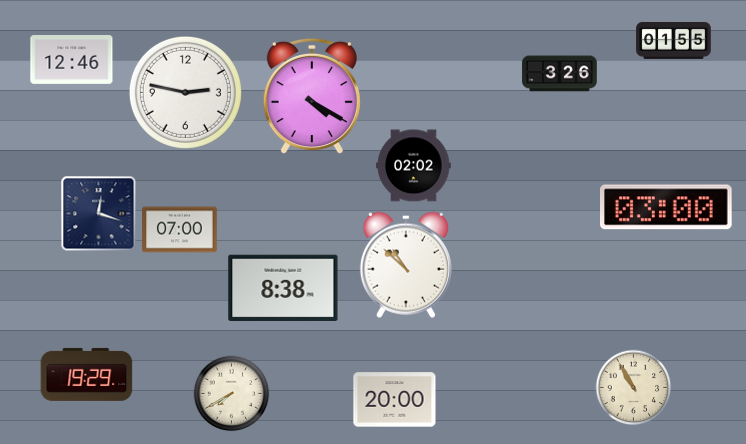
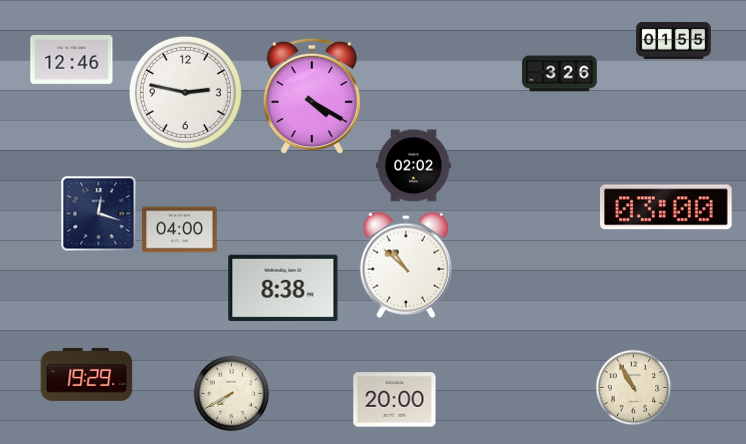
clock at (180, 230): 07:00 -> 04:00
